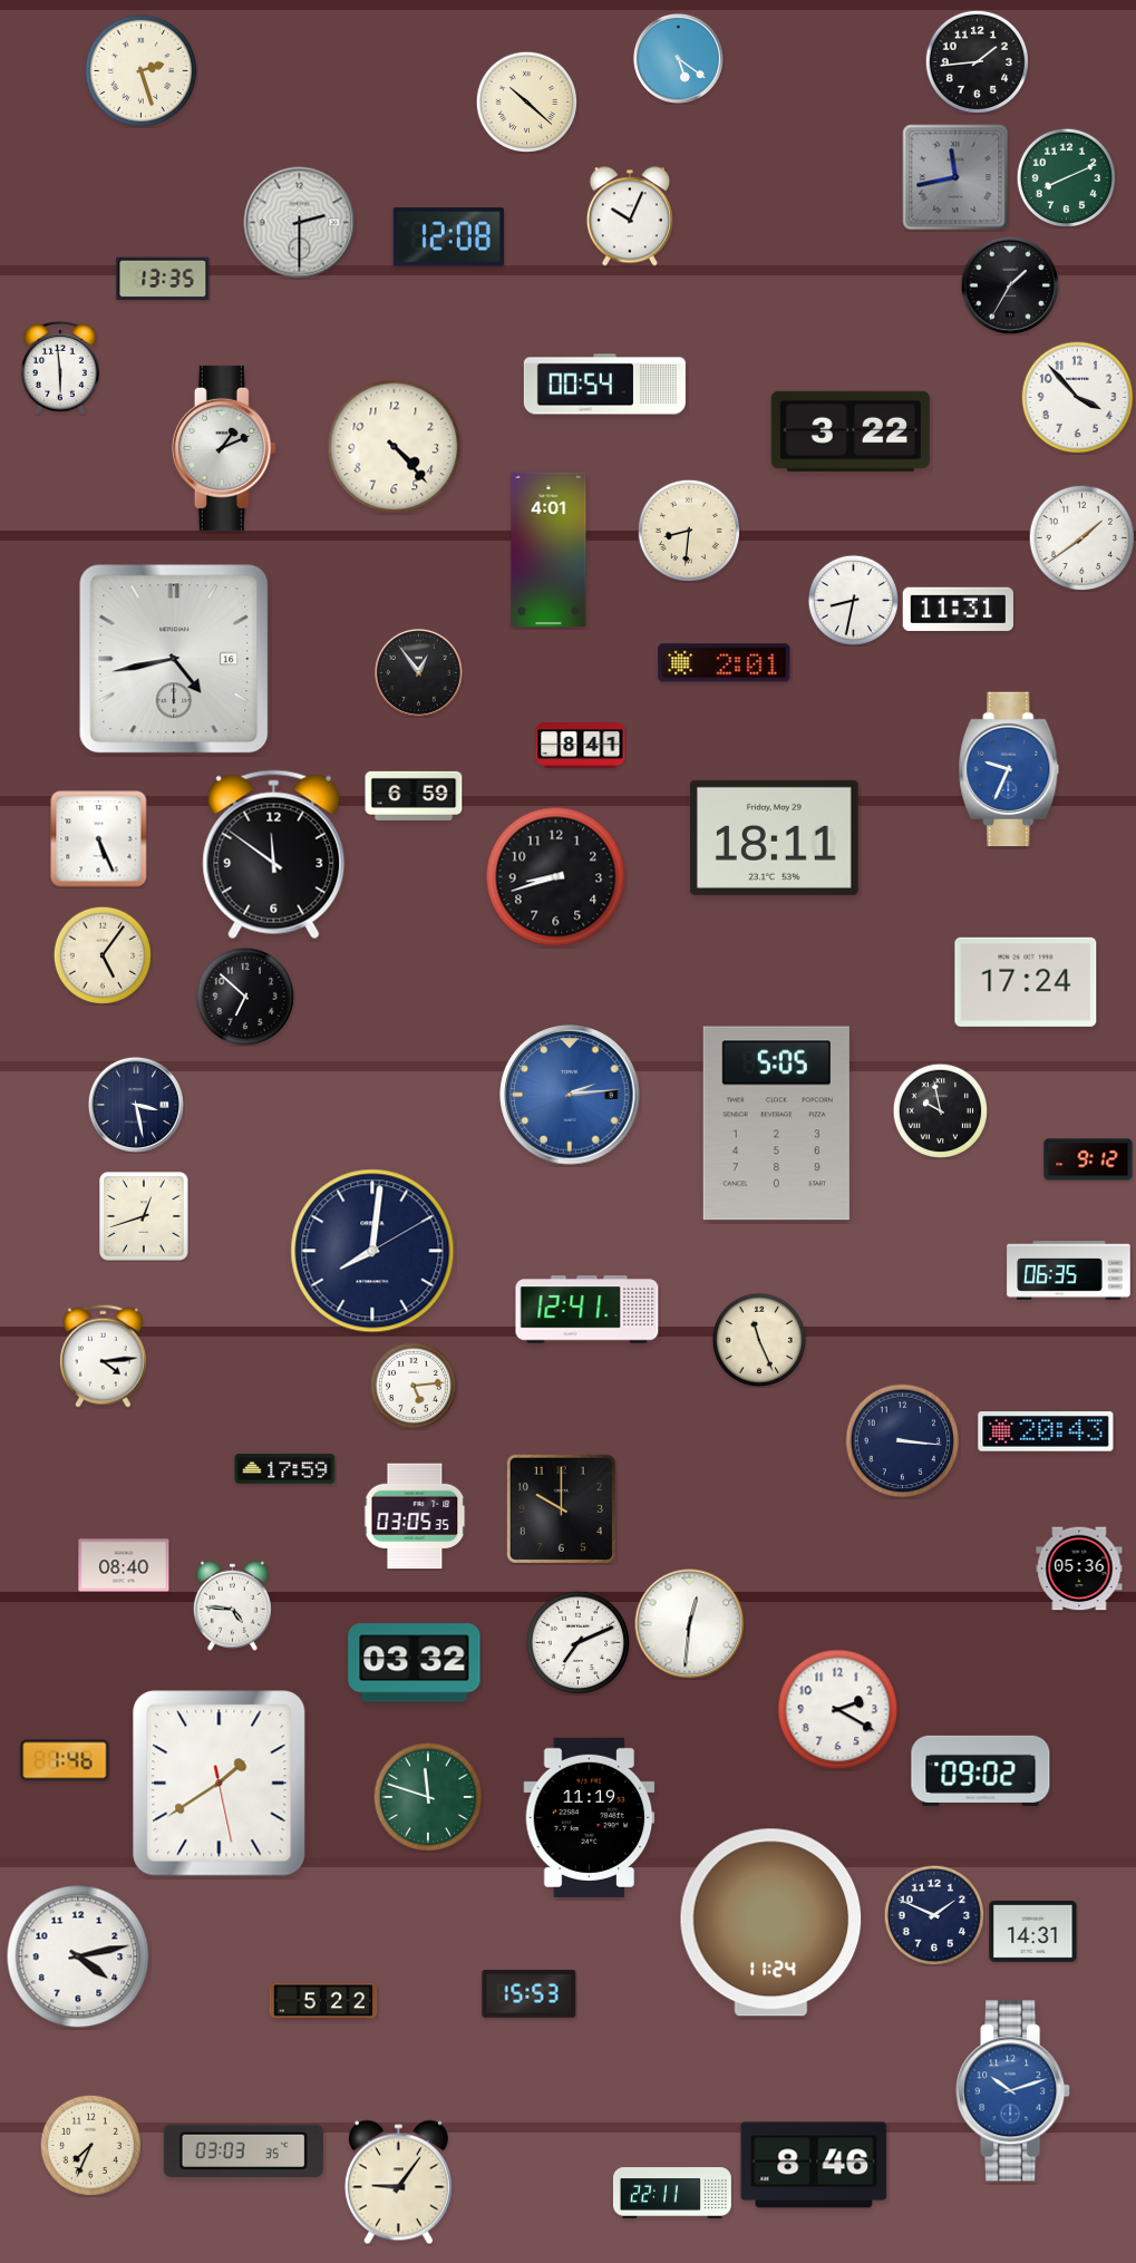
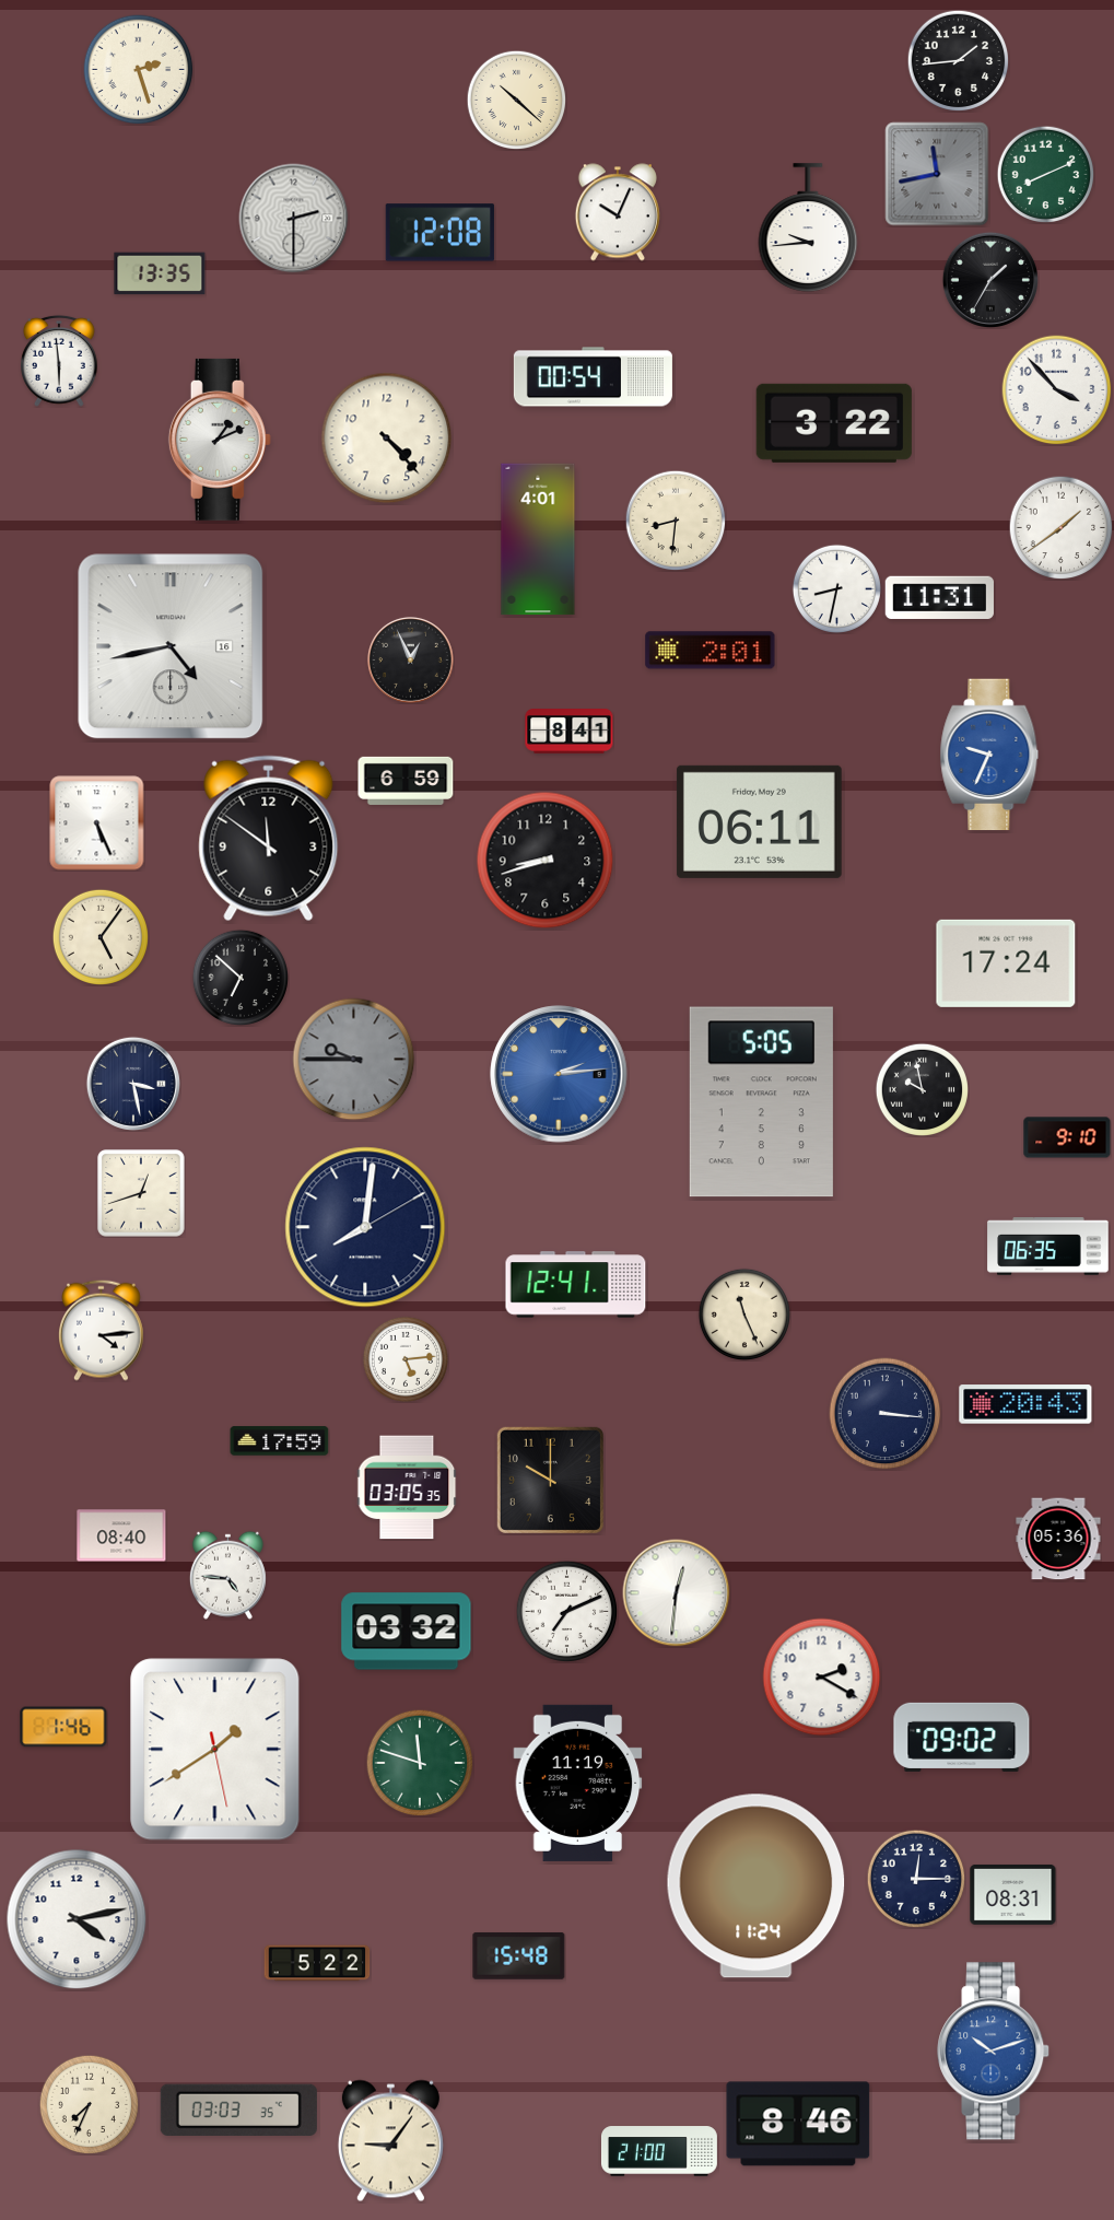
clock at (678, 58): 5:21 -> none
clock at (808, 227): none -> 9:44
clock at (418, 672): 12:54 -> 12:56
clock at (774, 837): 18:11 -> 06:11
clock at (354, 1060): none -> 9:45
clock at (1088, 1159): 9:12 -> 9:10
clock at (934, 1915): 1:49 -> 12:15
clock at (1033, 1931): 14:31 -> 08:31
clock at (530, 1993): 15:53 -> 15:48
clock at (672, 2193): 22:11 -> 21:00
